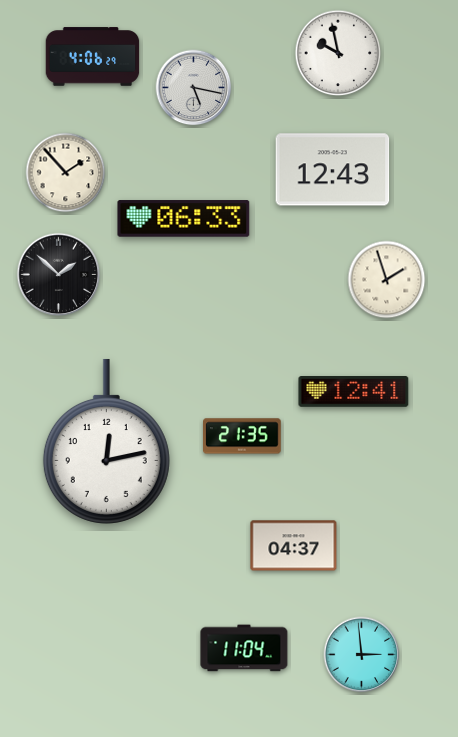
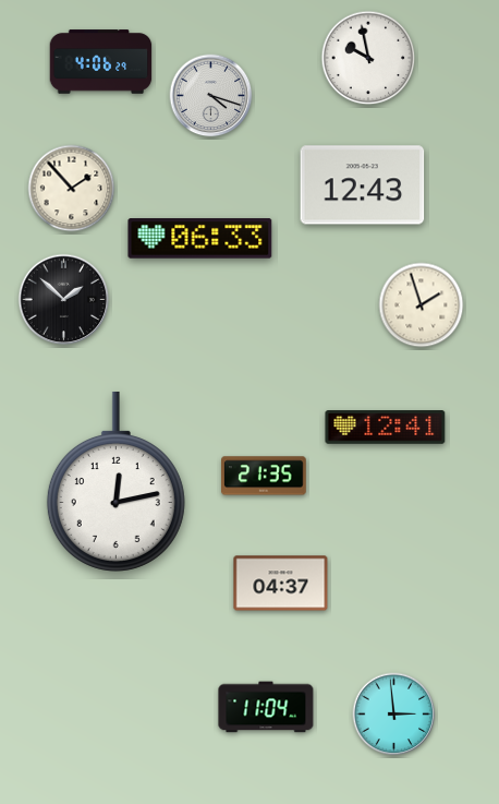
clock at (194, 88): 5:17 -> 4:18
clock at (294, 546) position: (294, 546) -> (281, 584)
